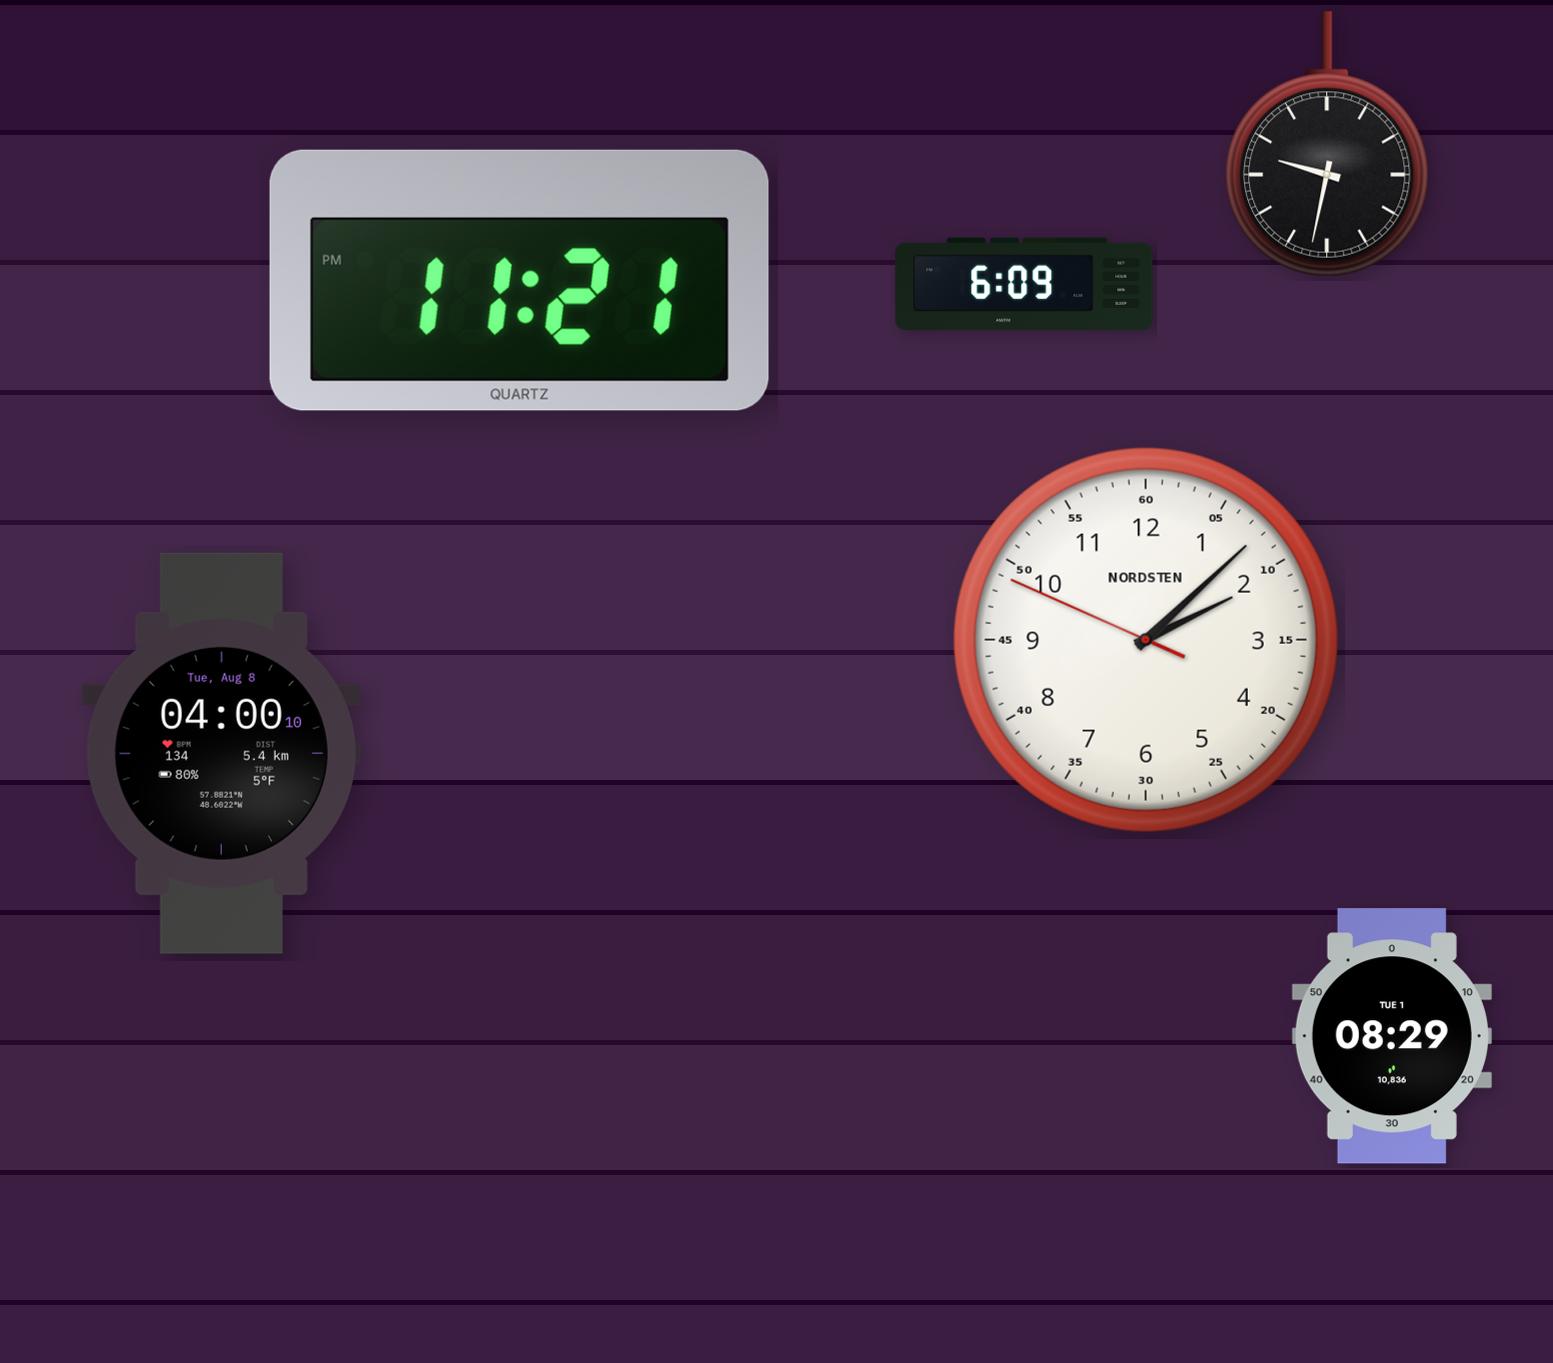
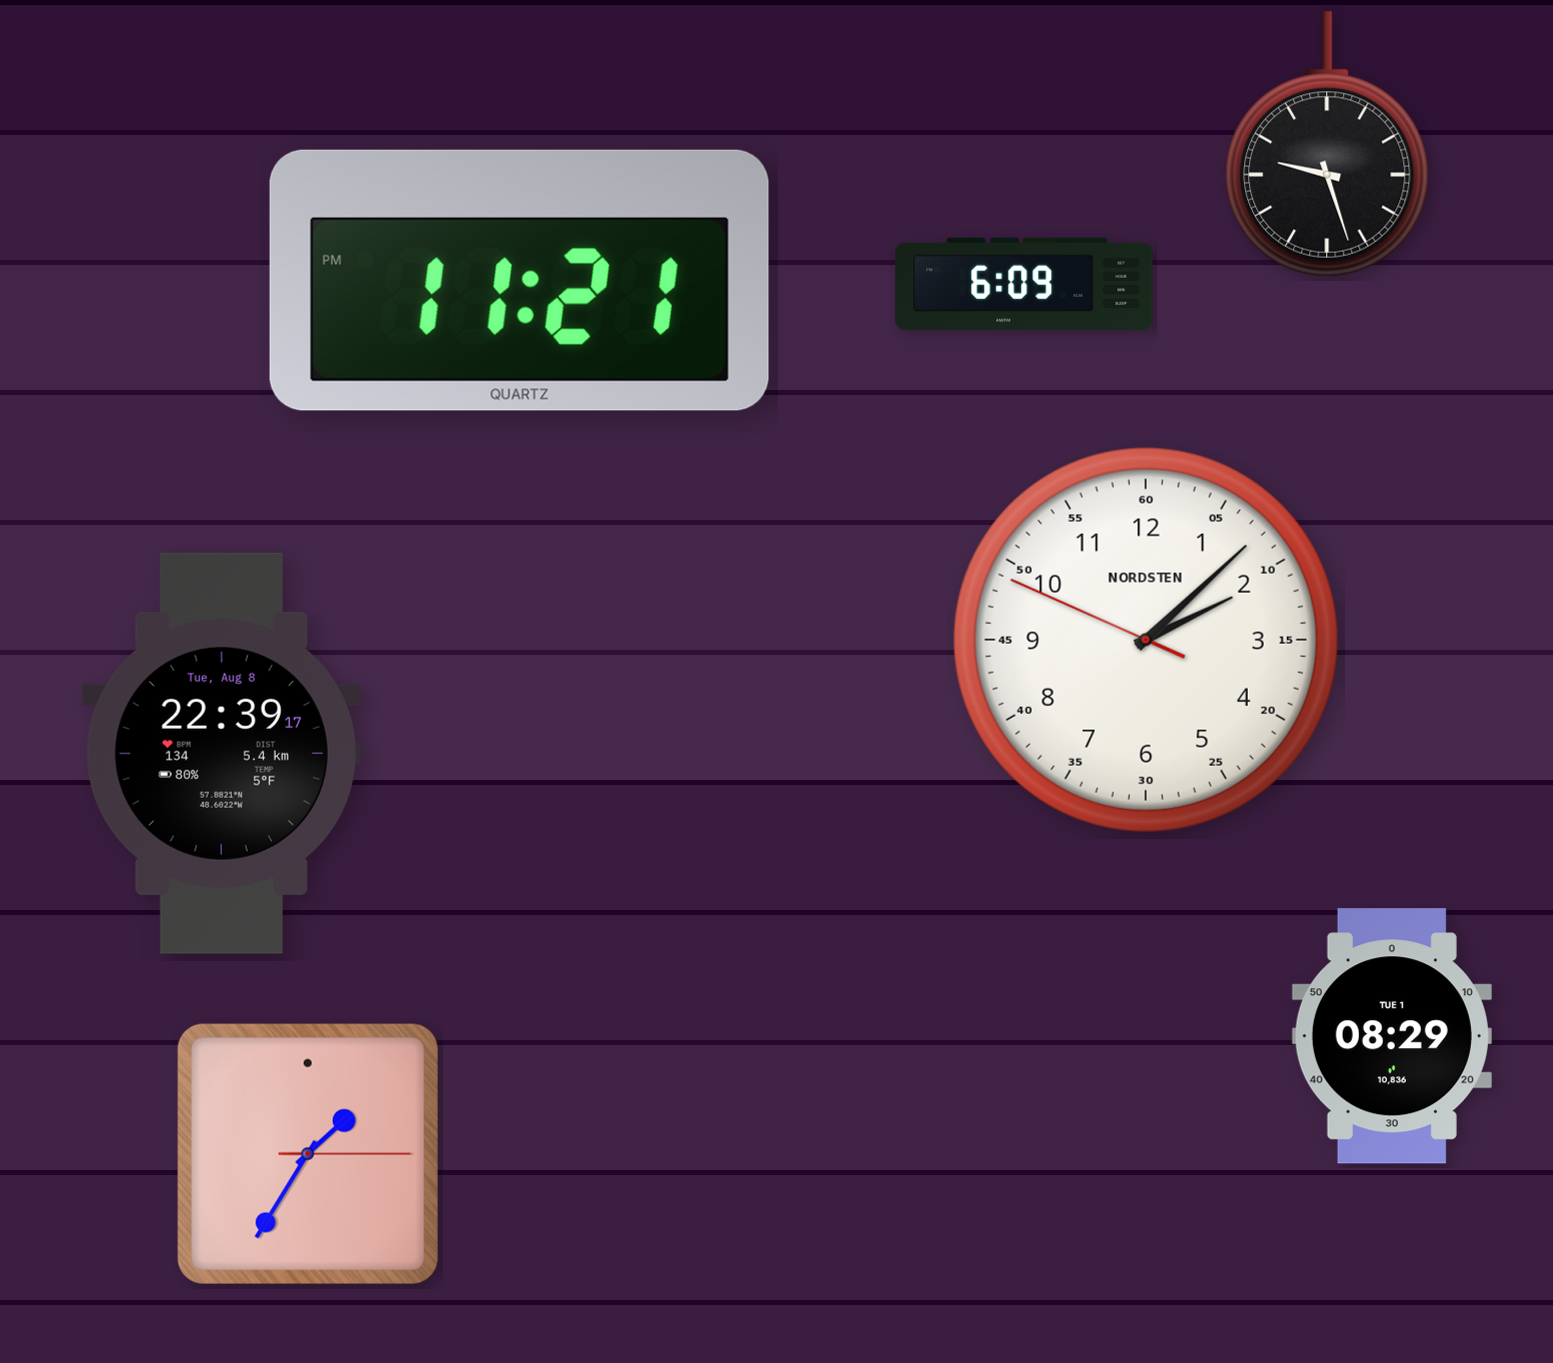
clock at (1327, 144): 9:32 -> 9:27
clock at (221, 753): 04:00 -> 22:39
clock at (308, 1154): none -> 1:35
